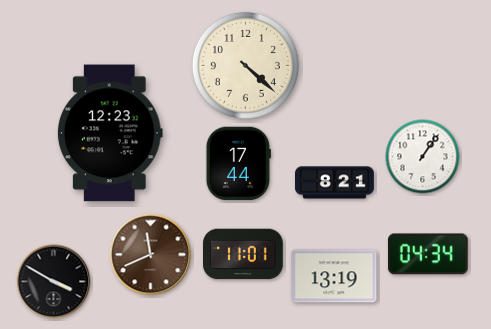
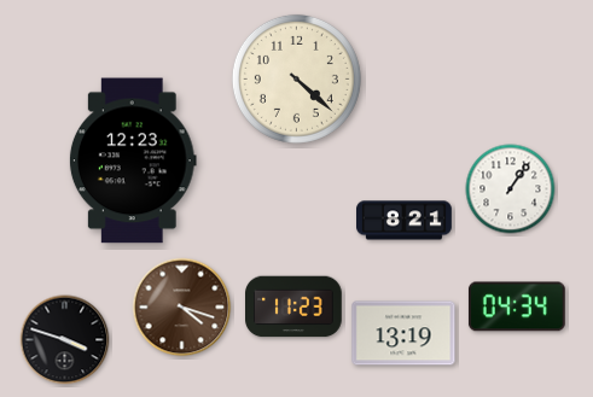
clock at (238, 164): 17:44 -> none
clock at (243, 254): 11:01 -> 11:23
clock at (151, 255): 11:41 -> 4:18
clock at (54, 282): 3:50 -> 3:48
